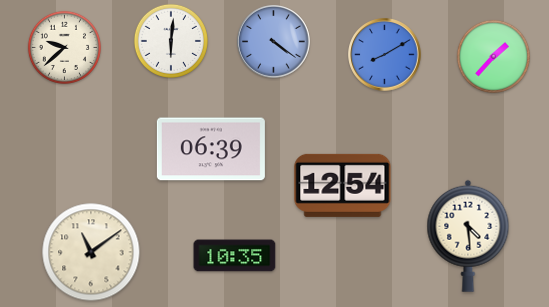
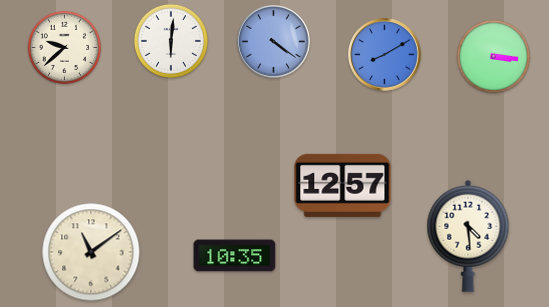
clock at (493, 56): 1:37 -> 3:16
clock at (211, 149): 06:39 -> none
clock at (343, 185): 12:54 -> 12:57
